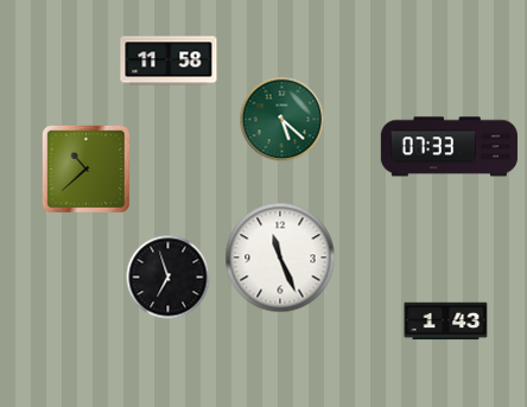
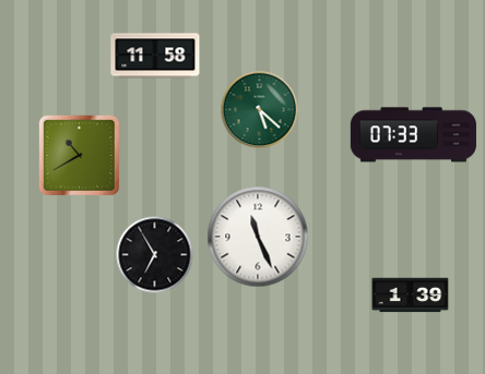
clock at (85, 168): 10:38 -> 10:40
clock at (169, 278): 6:57 -> 6:55
clock at (446, 322): 1:43 -> 1:39
